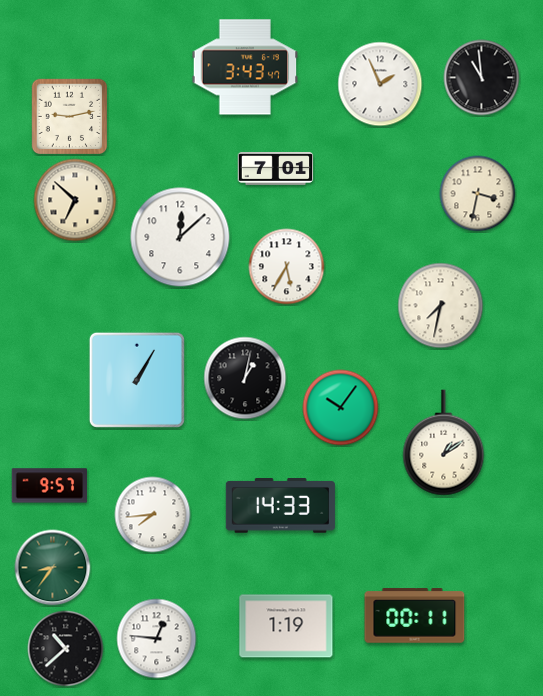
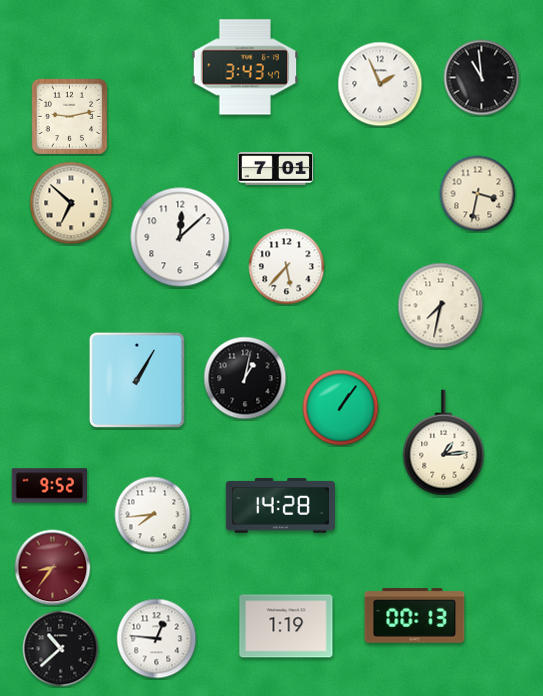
clock at (75, 200) position: (75, 200) -> (71, 203)
clock at (287, 267): 5:35 -> 5:37
clock at (341, 408): 10:06 -> 1:06
clock at (444, 443): 1:09 -> 1:14
clock at (50, 486): 9:57 -> 9:52
clock at (280, 506): 14:33 -> 14:28
clock at (53, 568) dial: green -> burgundy
clock at (415, 616): 00:11 -> 00:13
clock at (66, 649) position: (66, 649) -> (61, 649)
